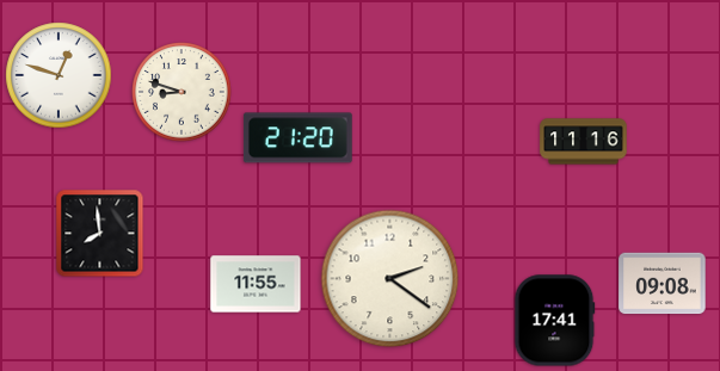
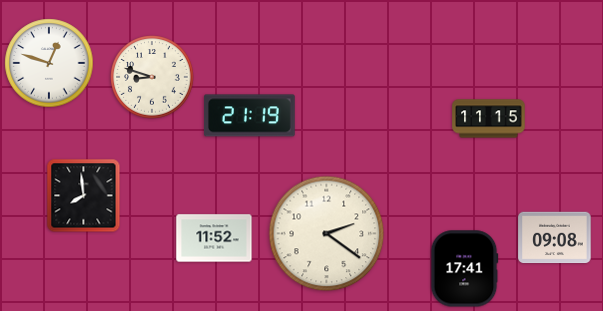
clock at (297, 138): 21:20 -> 21:19
clock at (584, 142): 11:16 -> 11:15
clock at (256, 284): 11:55 -> 11:52
